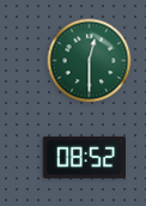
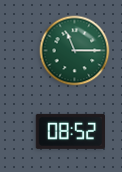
clock at (90, 61): 12:30 -> 11:15
